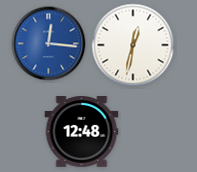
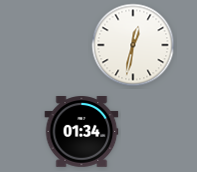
clock at (49, 44): 12:16 -> none
clock at (82, 132): 12:48 -> 01:34
